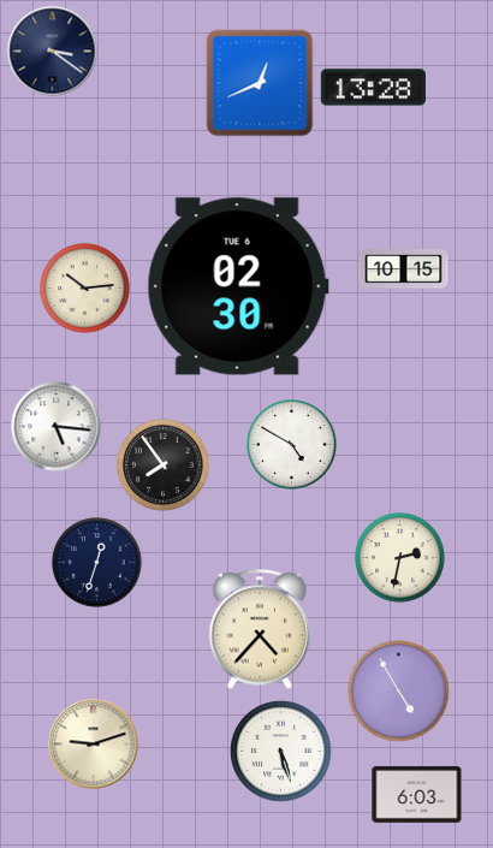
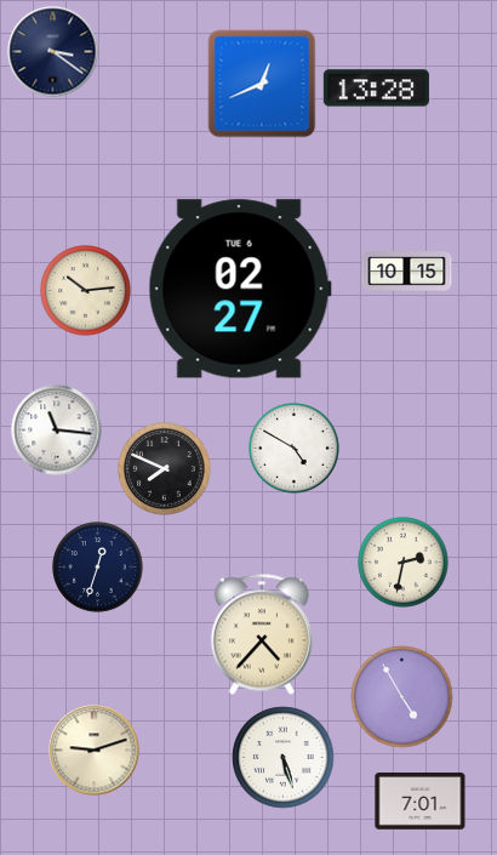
clock at (238, 286): 02:30 -> 02:27
clock at (57, 427): 5:16 -> 11:16
clock at (164, 465): 7:54 -> 7:49
clock at (417, 795): 6:03 -> 7:01
